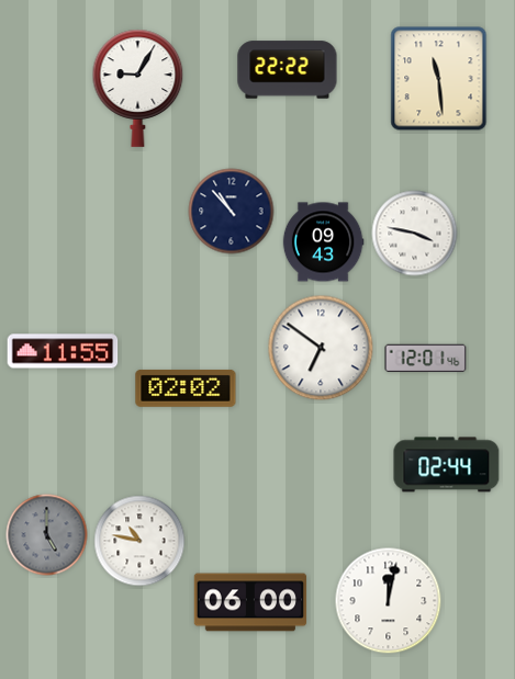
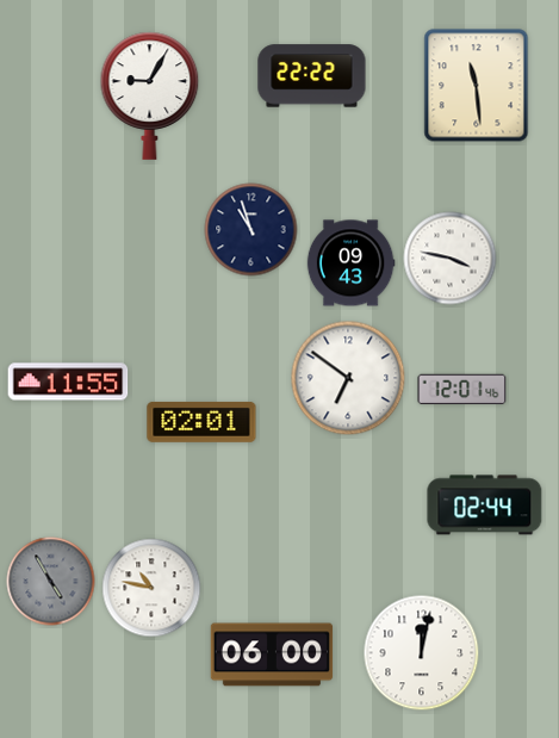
clock at (232, 212): 10:53 -> 10:57
clock at (415, 234) position: (415, 234) -> (451, 259)
clock at (186, 388): 02:02 -> 02:01
clock at (47, 535): 5:00 -> 4:55
